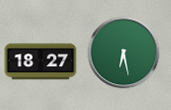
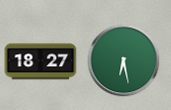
clock at (124, 53) position: (124, 53) -> (124, 61)
